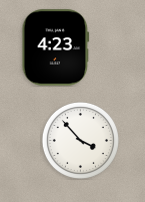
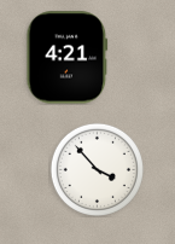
clock at (56, 48): 4:23 -> 4:21
